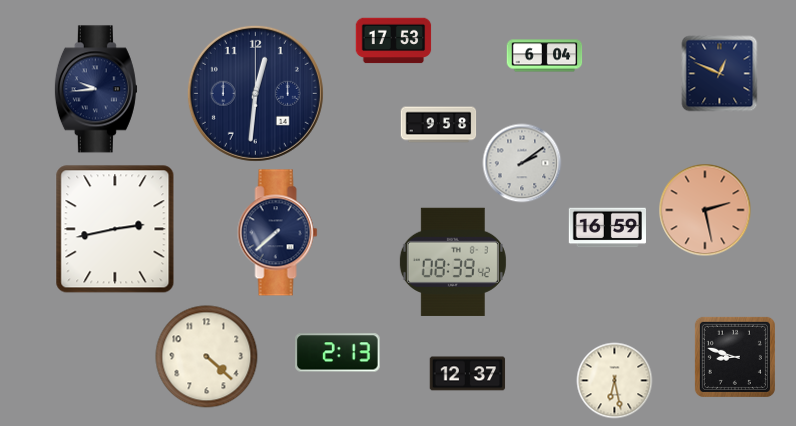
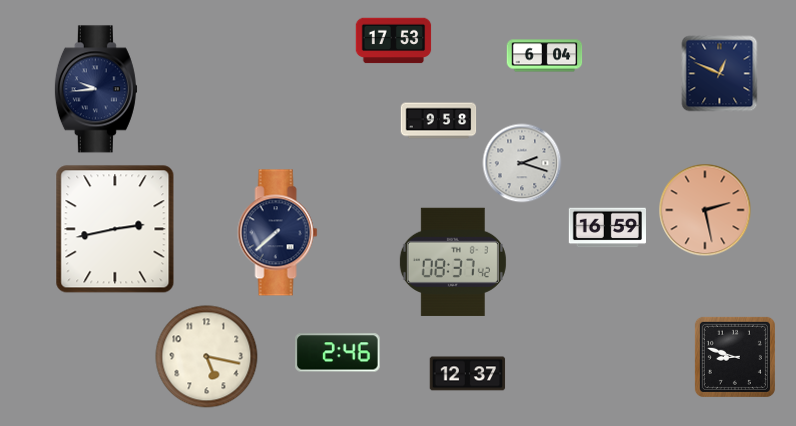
clock at (255, 93): 12:31 -> none
clock at (439, 125) position: (439, 125) -> (439, 121)
clock at (522, 163): 2:09 -> 2:18
clock at (453, 262): 08:39 -> 08:37
clock at (338, 353): 2:13 -> 2:46
clock at (207, 357): 4:22 -> 5:17
clock at (615, 381): 6:28 -> none
